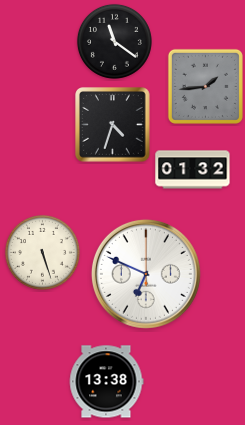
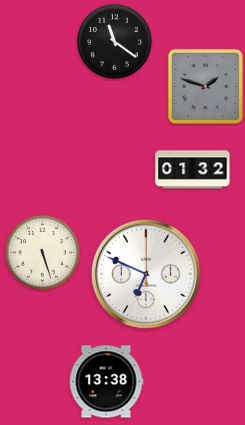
clock at (205, 86): 1:44 -> 1:48
clock at (113, 125): 4:33 -> none
